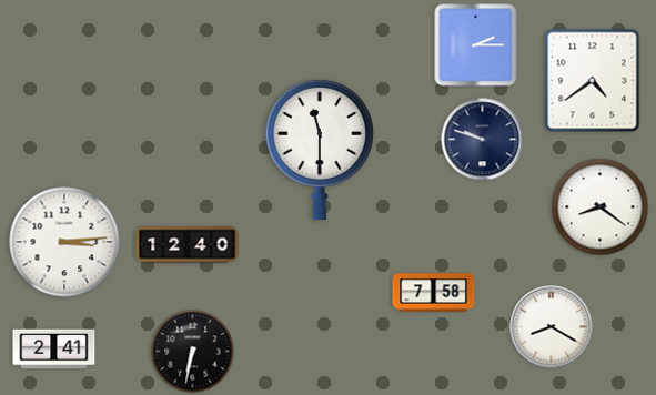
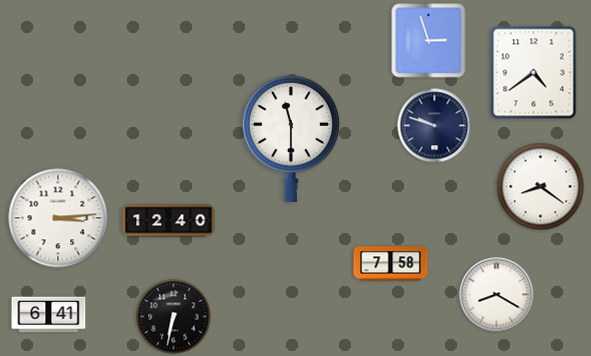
clock at (476, 45): 2:15 -> 2:57
clock at (320, 150) position: (320, 150) -> (291, 139)
clock at (54, 350): 2:41 -> 6:41
